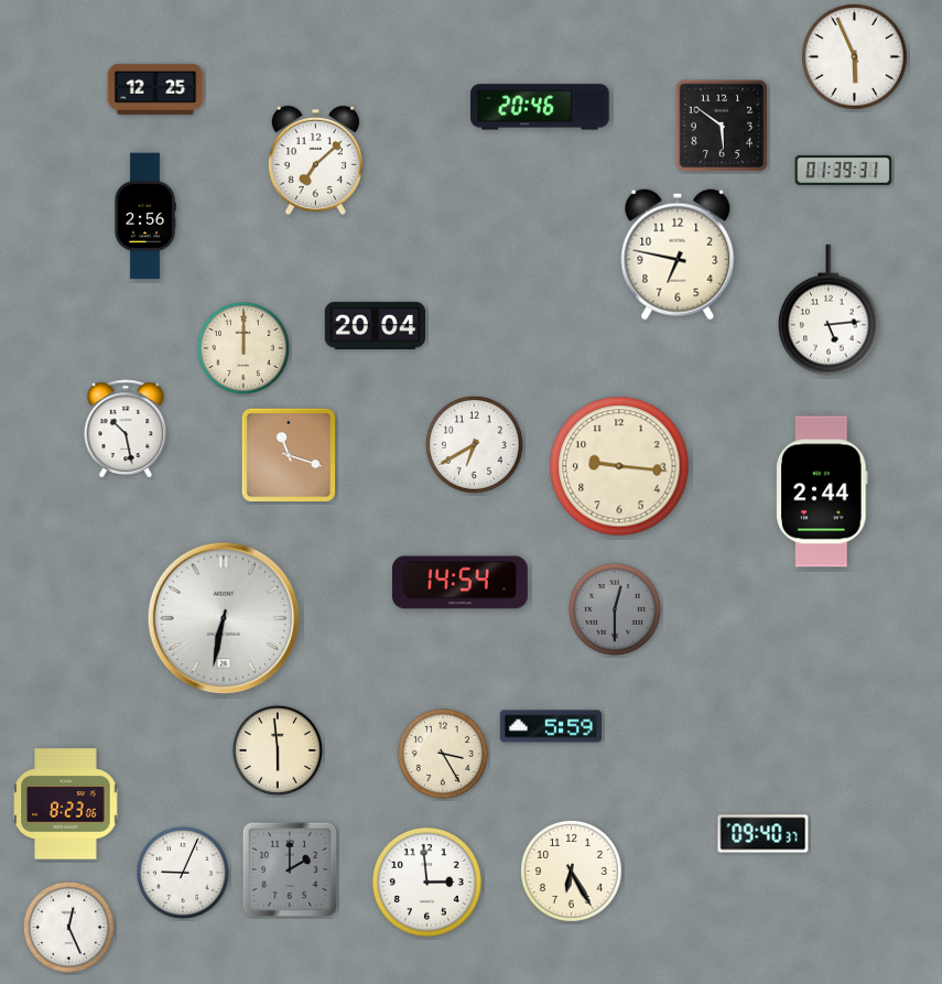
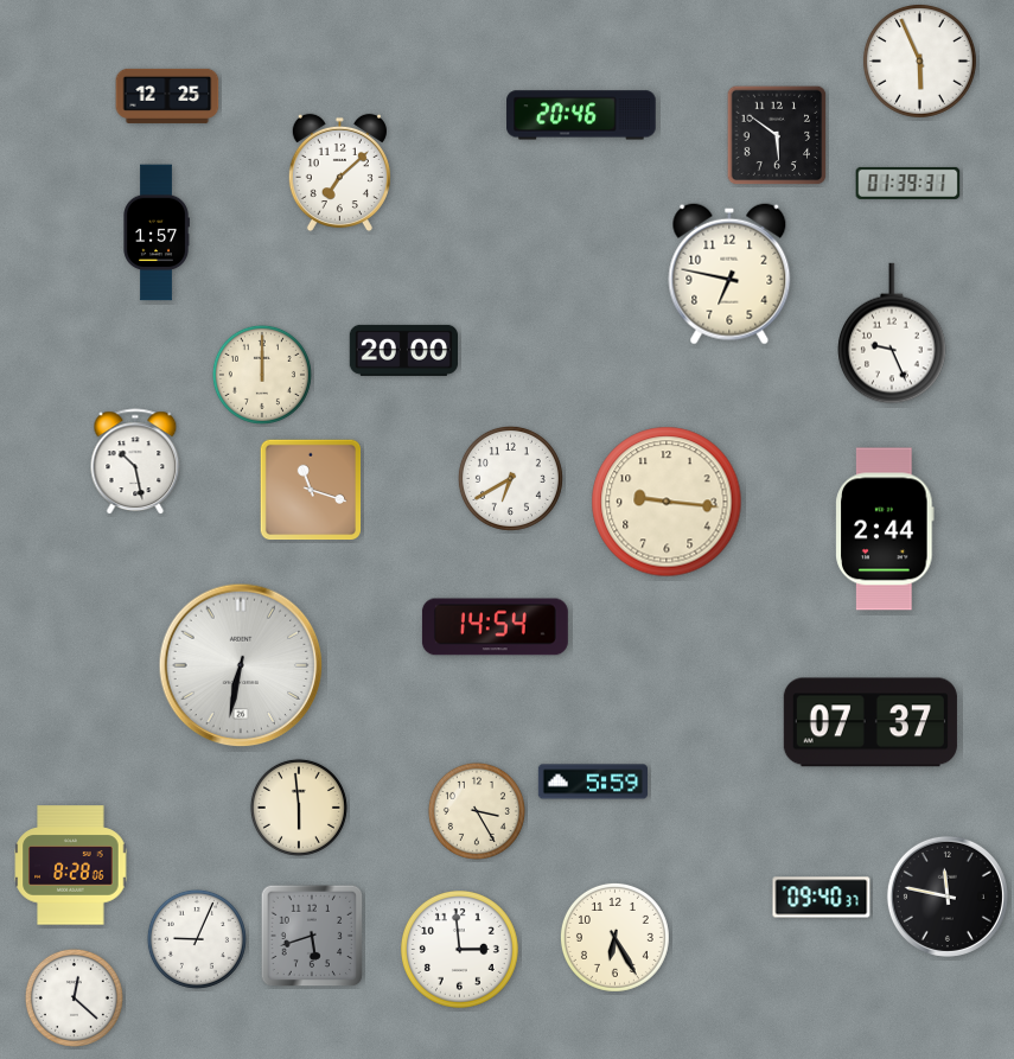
clock at (145, 216): 2:56 -> 1:57
clock at (829, 310): 5:14 -> 9:26
clock at (375, 325): 20:04 -> 20:00
clock at (615, 609): 12:30 -> none
clock at (870, 722): none -> 07:37
clock at (66, 804): 8:23 -> 8:28
clock at (948, 897): none -> 11:47
clock at (290, 869): 2:00 -> 5:42
clock at (68, 927): 12:26 -> 12:22
